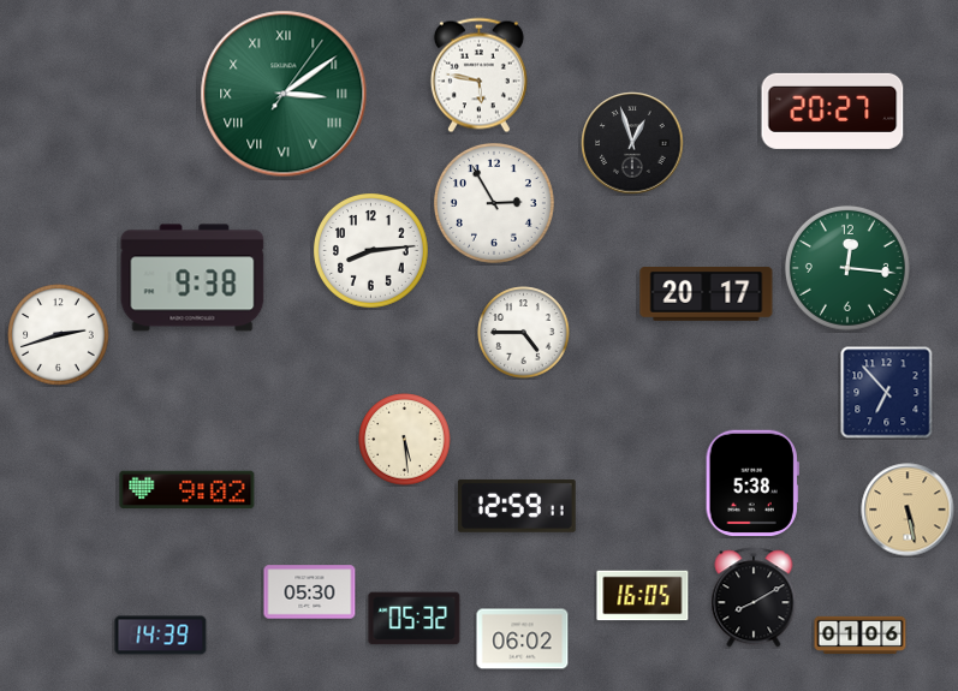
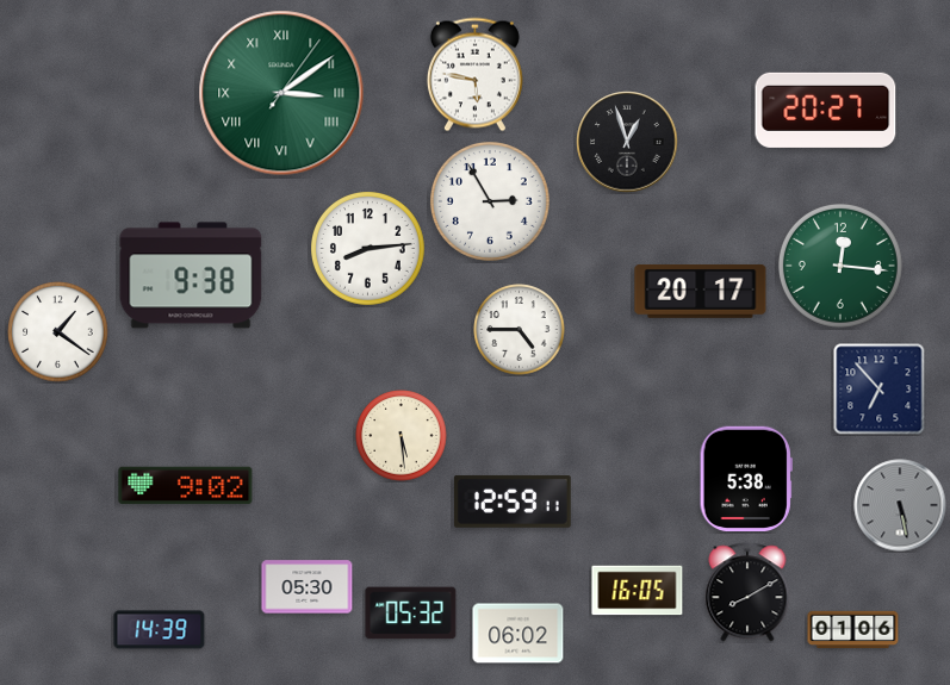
clock at (59, 335): 2:42 -> 1:21
clock at (908, 510) dial: champagne -> grey
